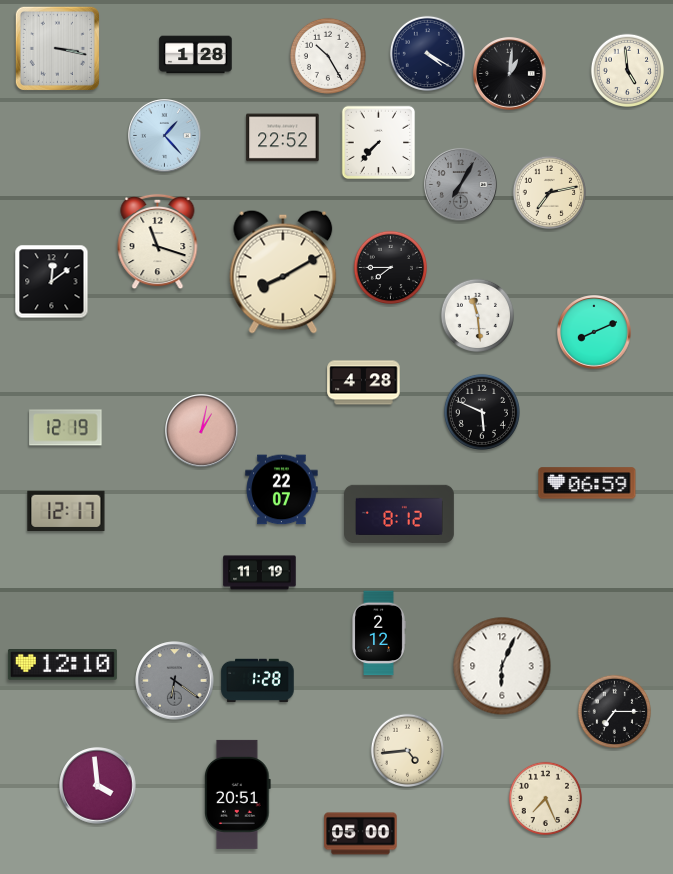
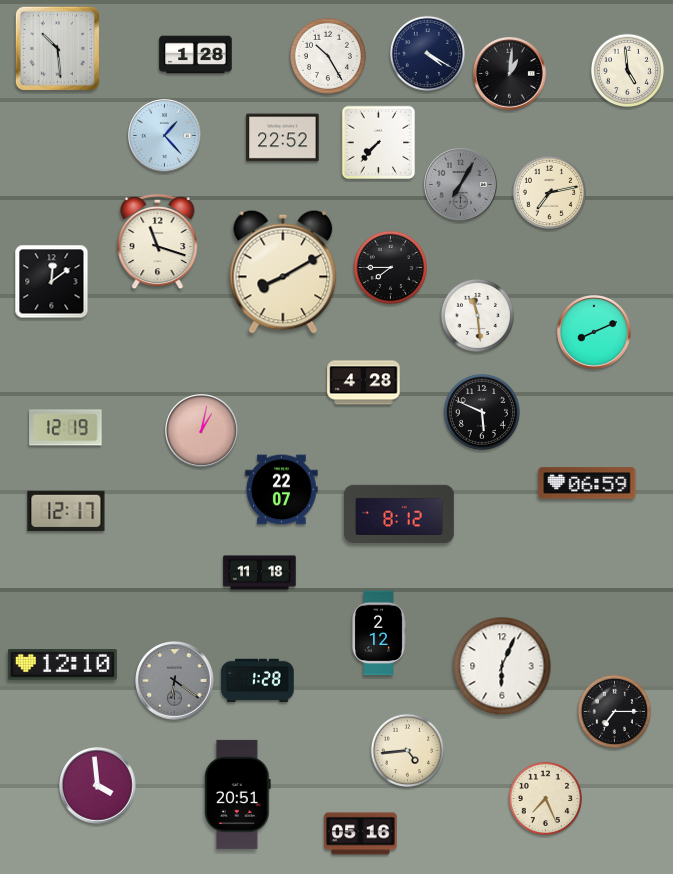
clock at (57, 48): 3:17 -> 10:29
clock at (260, 573): 11:19 -> 11:18
clock at (361, 834): 05:00 -> 05:16
